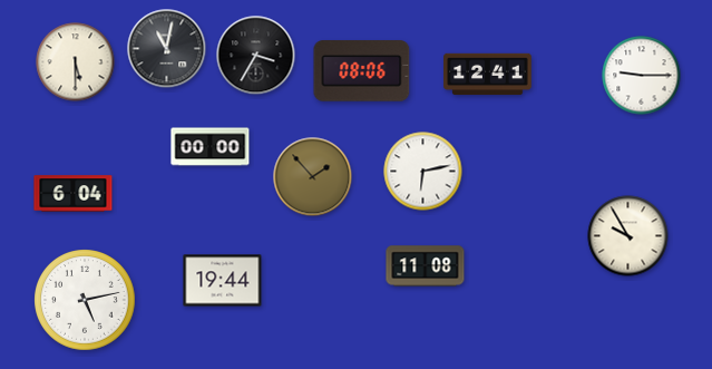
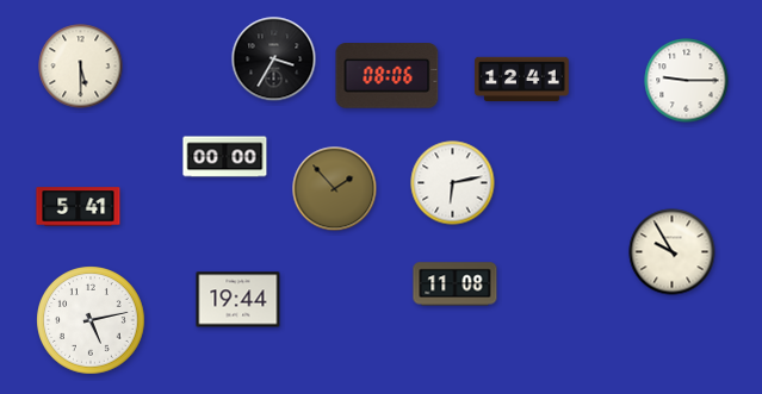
clock at (167, 49): 11:02 -> none
clock at (74, 194): 6:04 -> 5:41
